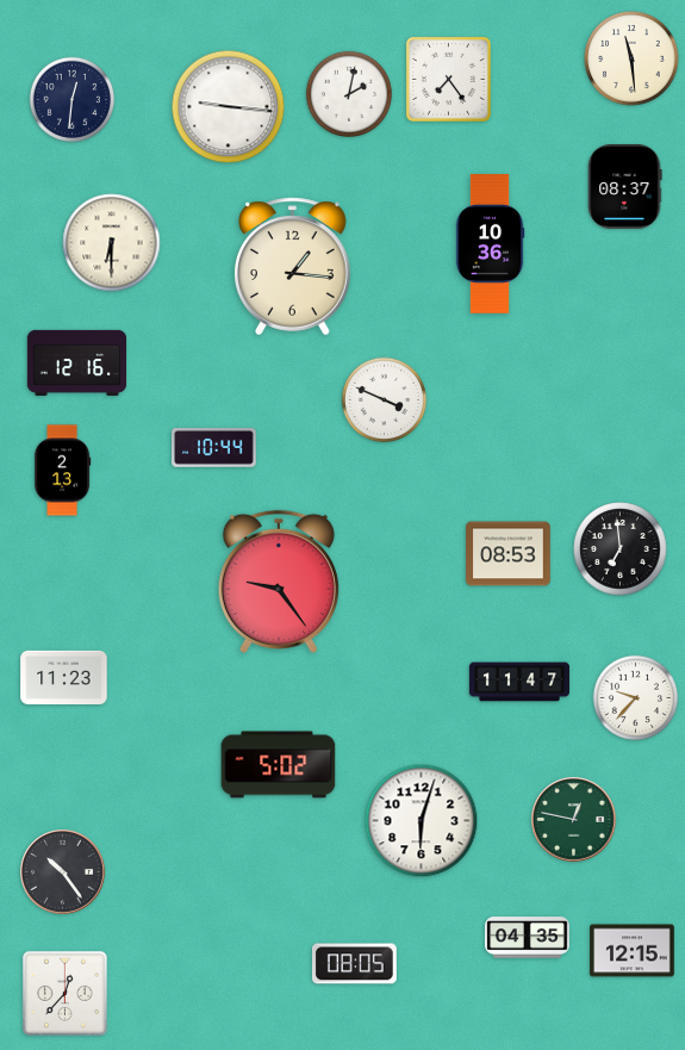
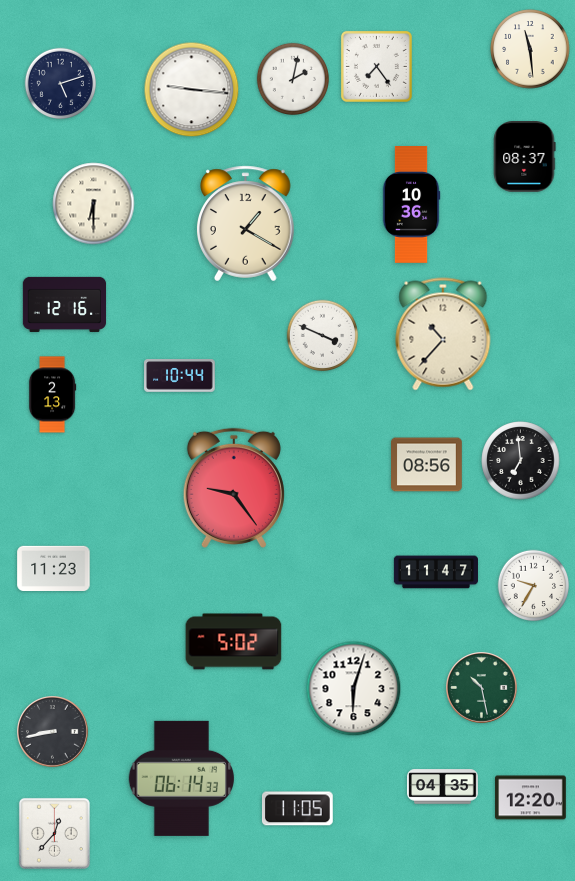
clock at (73, 100): 12:31 -> 5:12
clock at (293, 267): 1:16 -> 1:20
clock at (443, 334): none -> 10:37
clock at (509, 554): 08:53 -> 08:56
clock at (636, 698): 9:37 -> 9:35
clock at (574, 820): 12:47 -> 10:28
clock at (63, 872): 10:24 -> 8:43
clock at (181, 778): none -> 06:14
clock at (633, 951): 12:15 -> 12:20
clock at (354, 964): 08:05 -> 11:05
